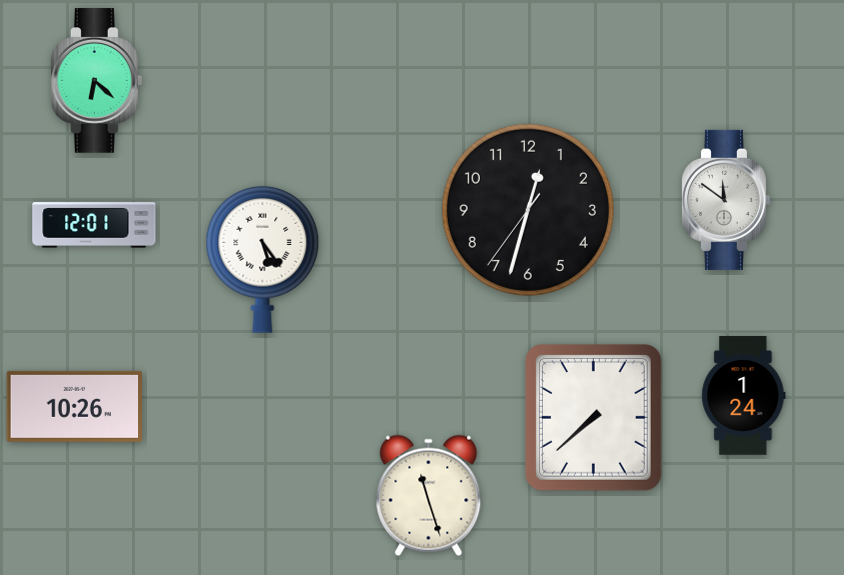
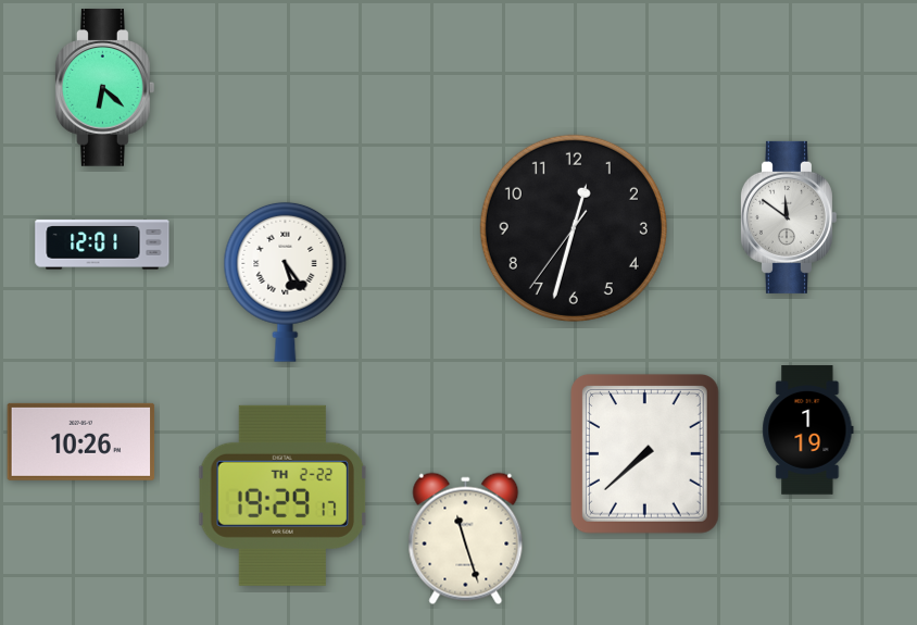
clock at (744, 396): 1:24 -> 1:19
clock at (282, 496): none -> 19:29
